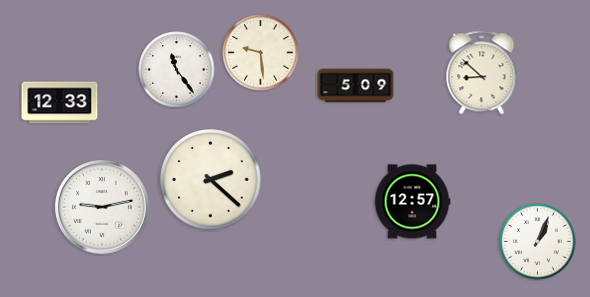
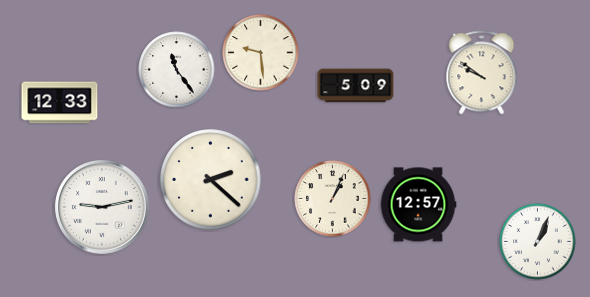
clock at (482, 73): 8:52 -> 9:51
clock at (333, 199): none -> 1:04
clock at (412, 202) position: (412, 202) -> (418, 205)
